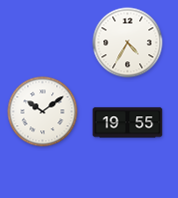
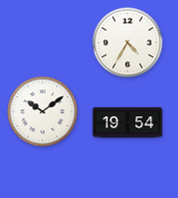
clock at (128, 123): 19:55 -> 19:54
